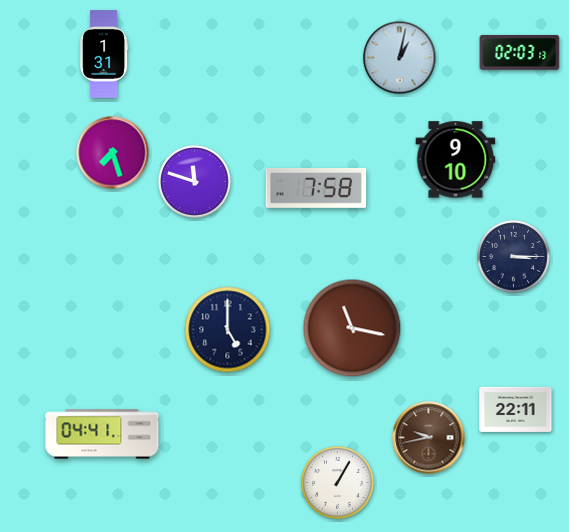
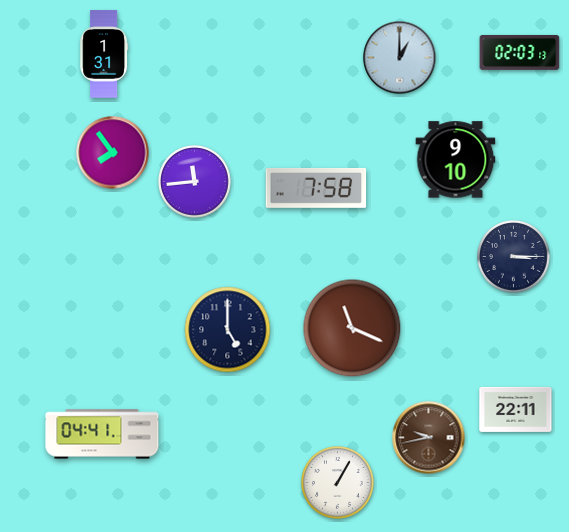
clock at (400, 58): 1:02 -> 1:00
clock at (113, 153): 7:27 -> 7:54
clock at (195, 182): 11:48 -> 11:44
clock at (352, 328): 11:17 -> 11:19
